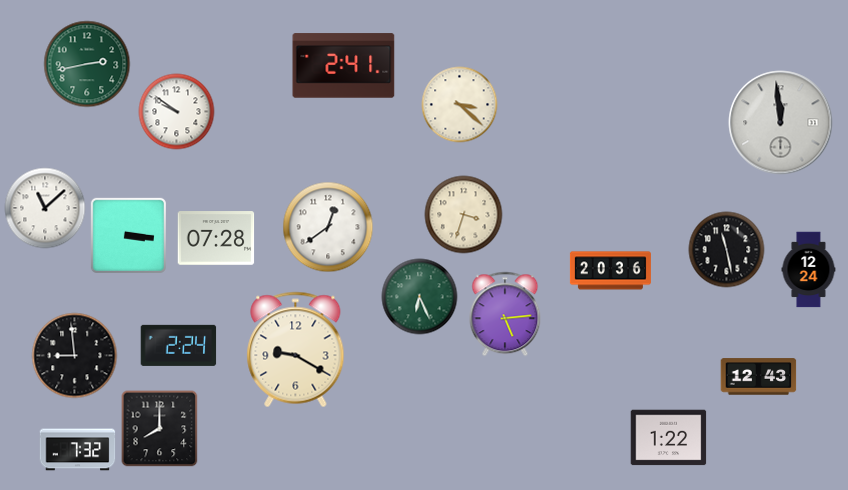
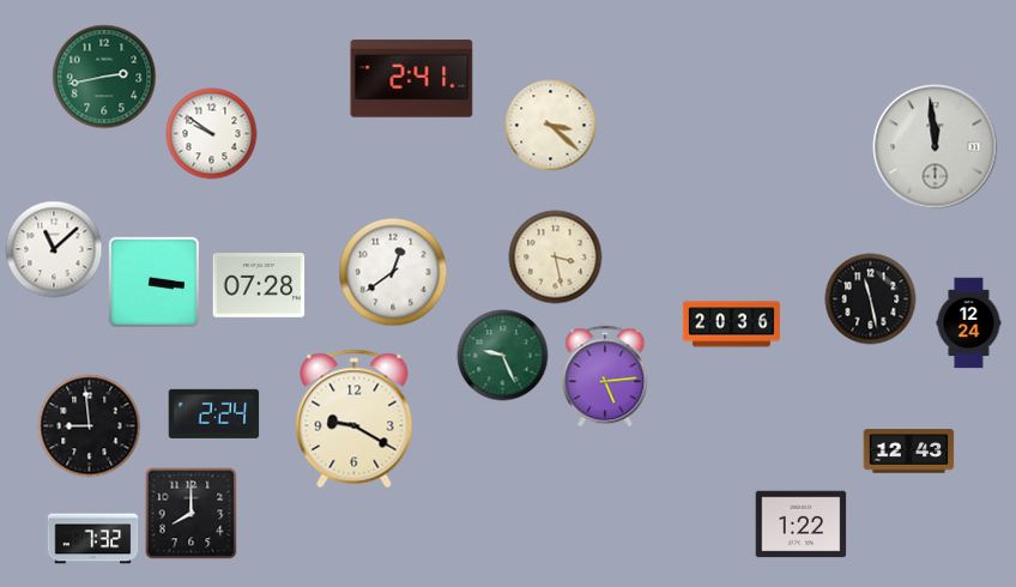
clock at (464, 215): 3:33 -> 3:28
clock at (420, 297): 6:26 -> 9:26
